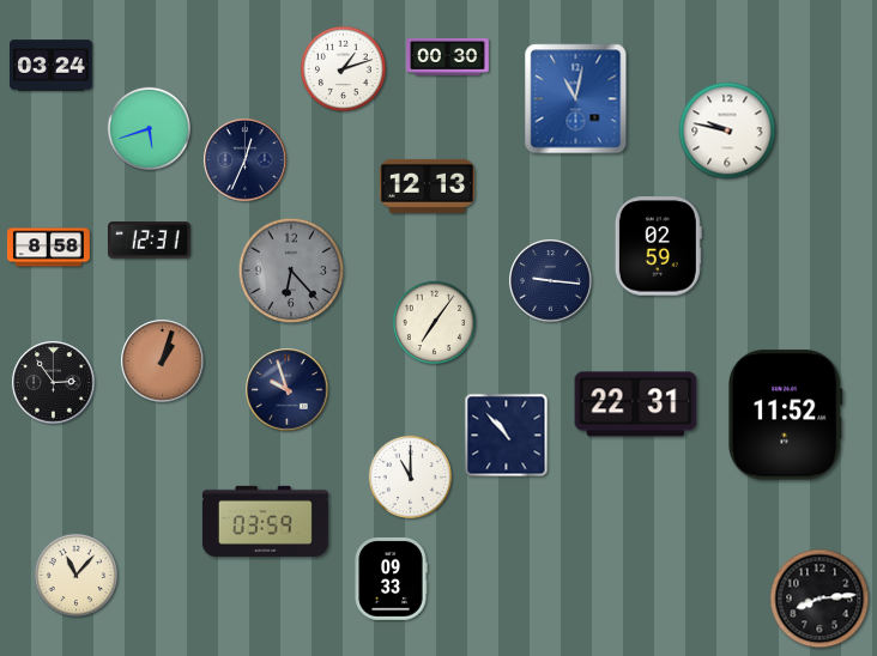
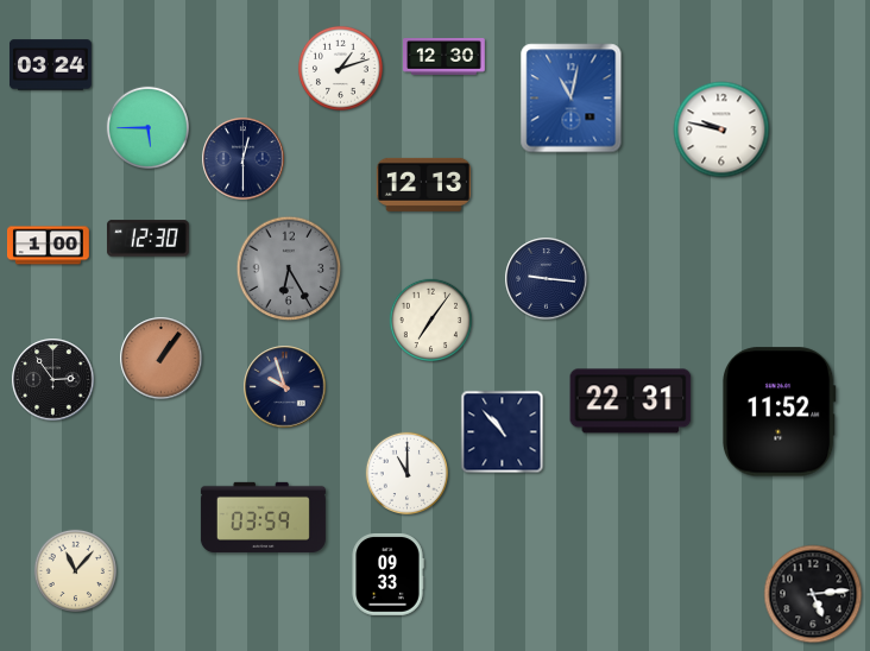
clock at (448, 57): 00:30 -> 12:30
clock at (149, 128): 5:42 -> 5:45
clock at (246, 160): 12:34 -> 12:30
clock at (149, 241): 12:31 -> 12:30
clock at (658, 247): 02:59 -> none
clock at (49, 248): 8:58 -> 1:00
clock at (291, 271): 6:23 -> 6:25
clock at (163, 362): 1:03 -> 1:06
clock at (819, 599): 8:14 -> 5:14
